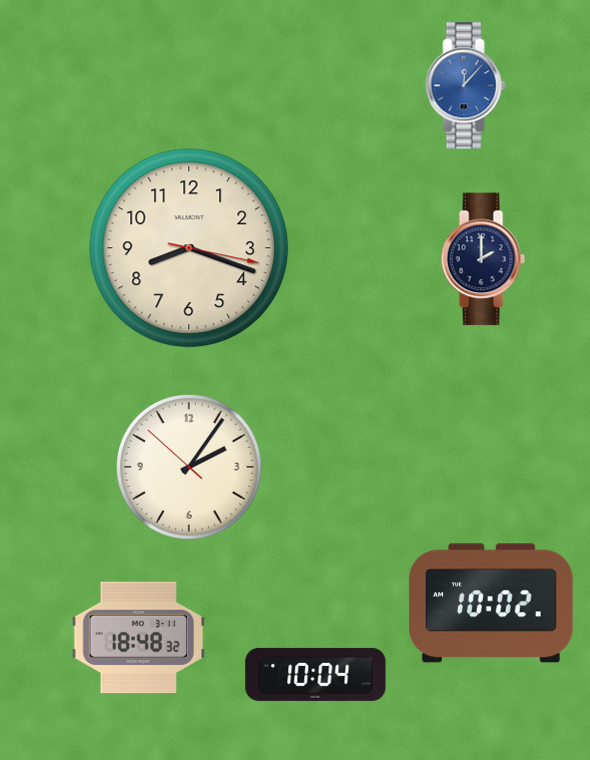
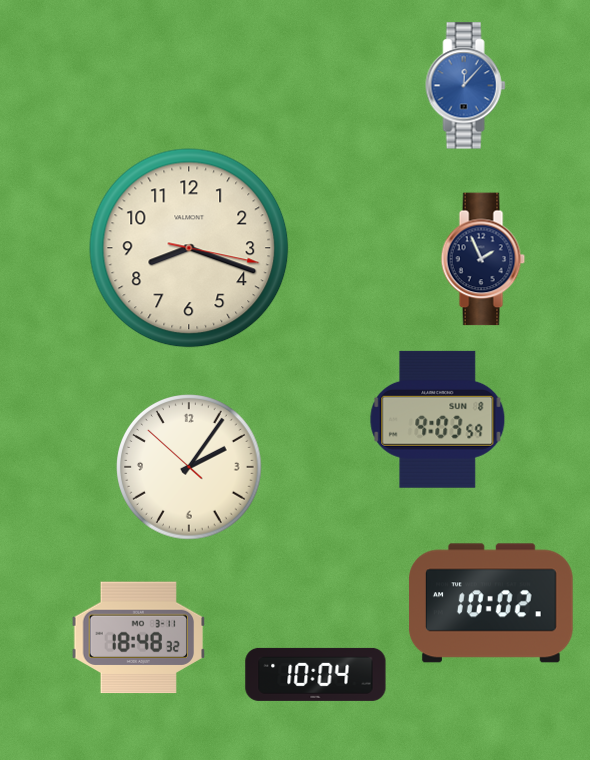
clock at (483, 259): 2:00 -> 1:56
clock at (438, 419): none -> 9:03
